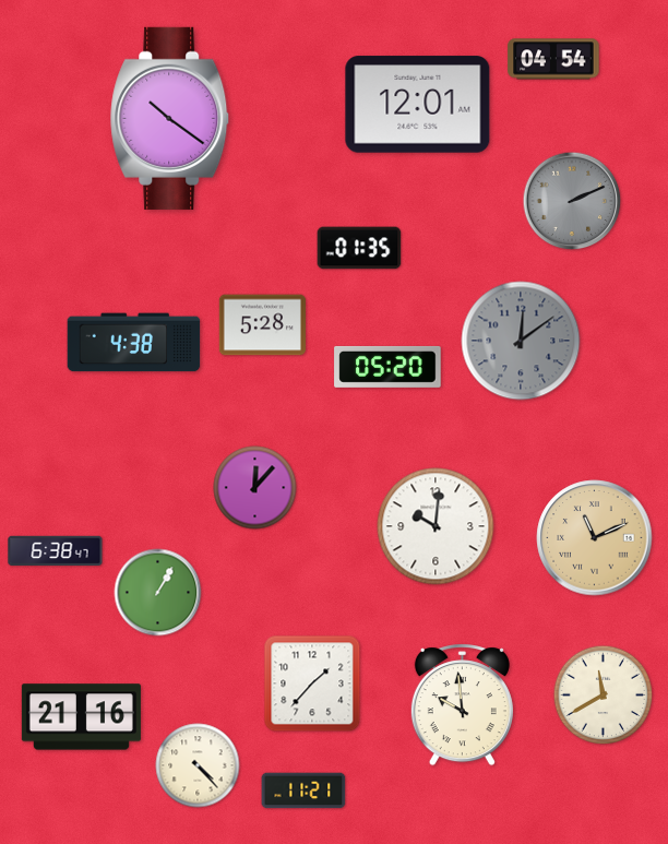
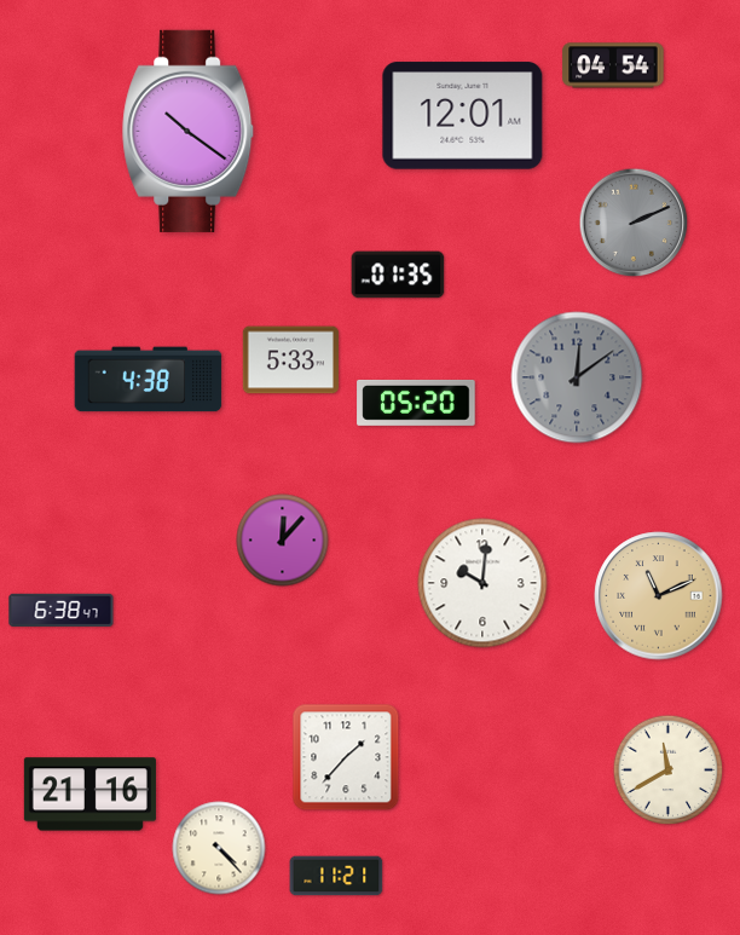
clock at (262, 325): 5:28 -> 5:33
clock at (387, 367) position: (387, 367) -> (416, 403)
clock at (158, 593): 1:05 -> none
clock at (462, 705): 9:59 -> none
